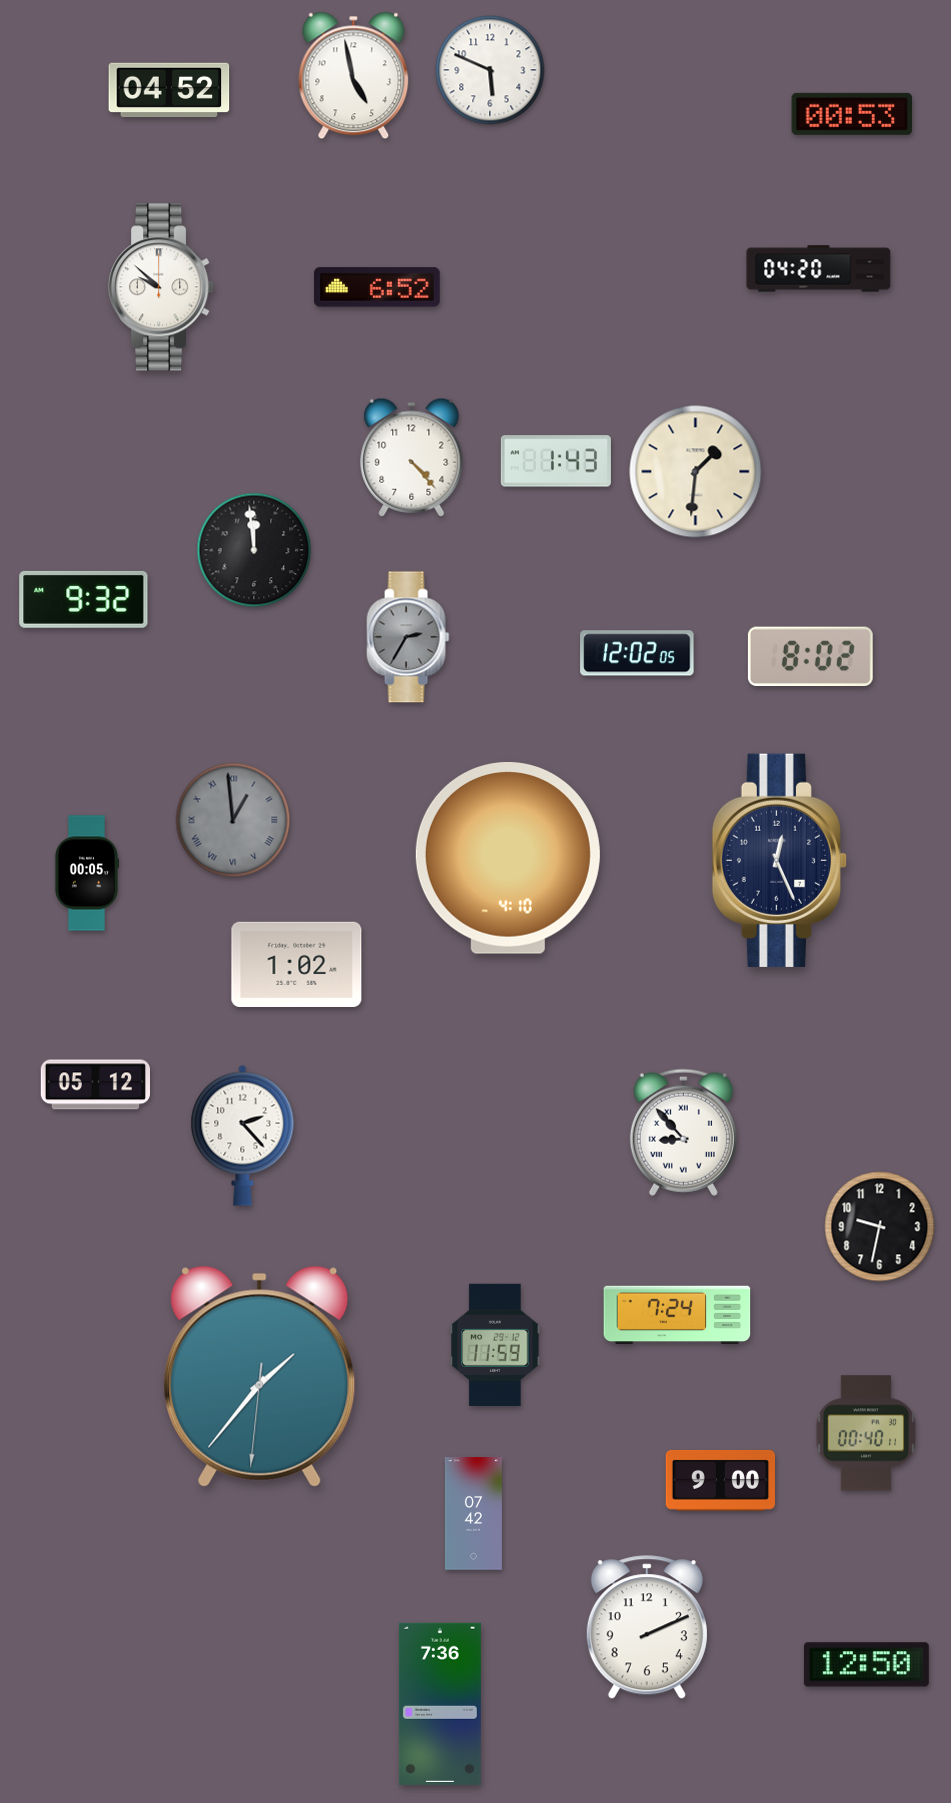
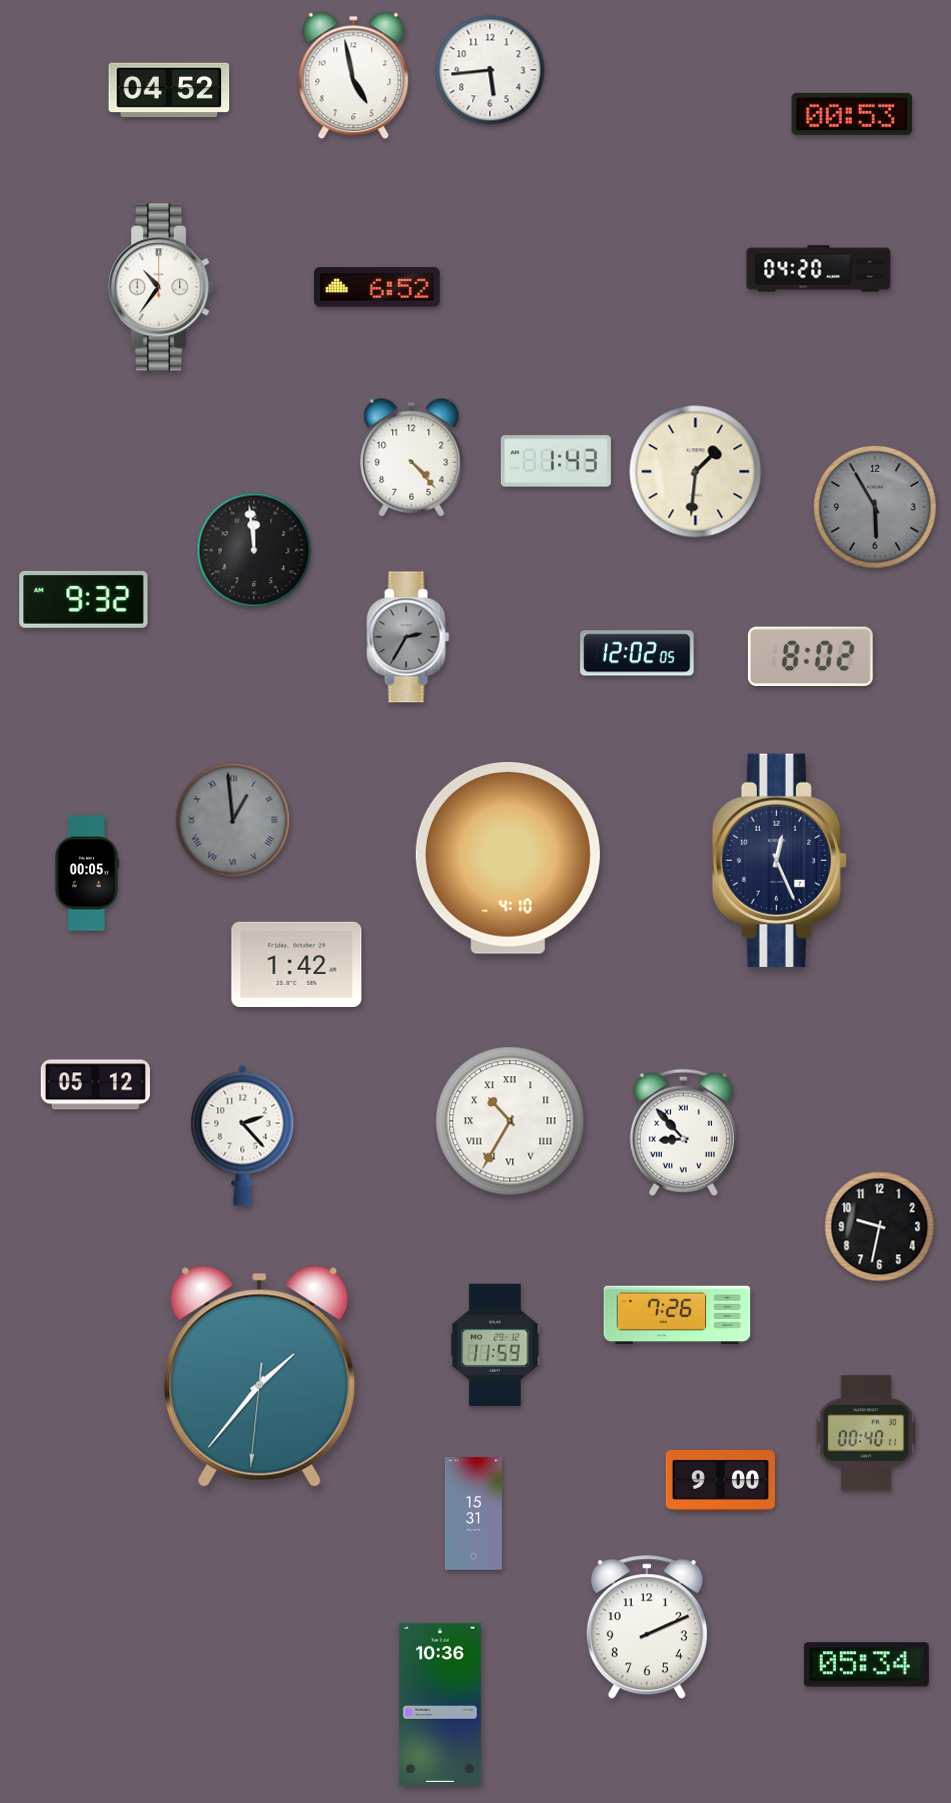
clock at (490, 70): 5:49 -> 5:44
clock at (161, 287): 9:52 -> 10:36
clock at (875, 507): none -> 5:55
clock at (297, 964): 1:02 -> 1:42
clock at (510, 1121): none -> 10:35
clock at (677, 1315): 7:24 -> 7:26
clock at (473, 1514): 07:42 -> 15:31
clock at (866, 1665): 12:50 -> 05:34
clock at (440, 1704): 7:36 -> 10:36
